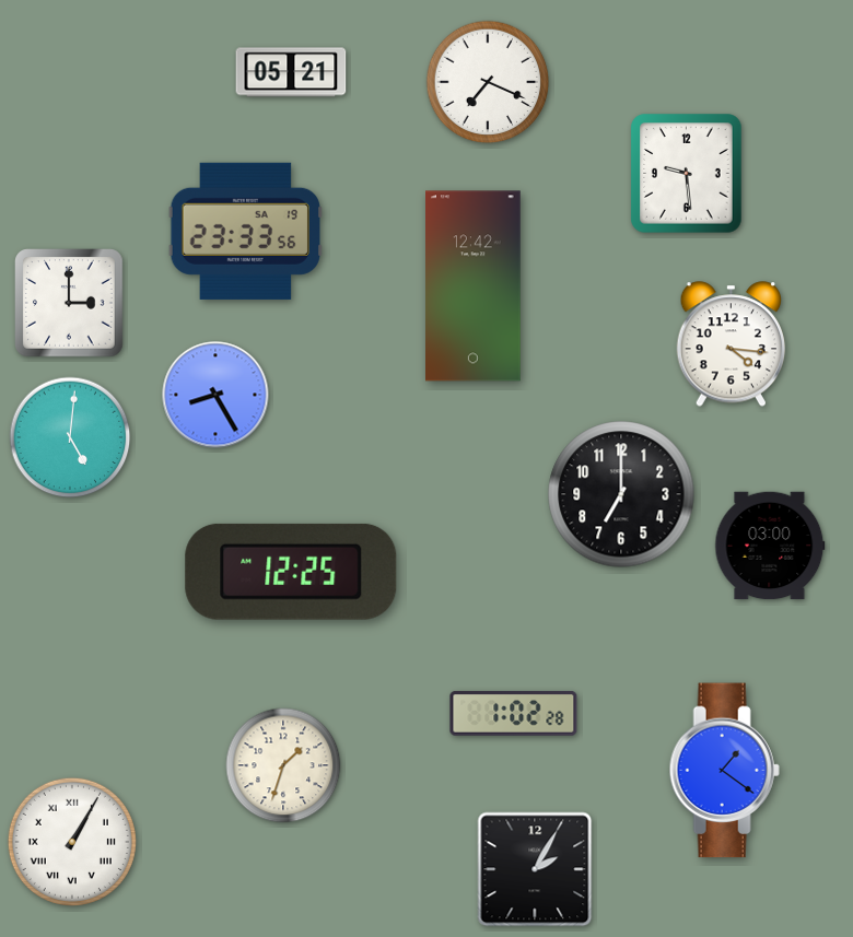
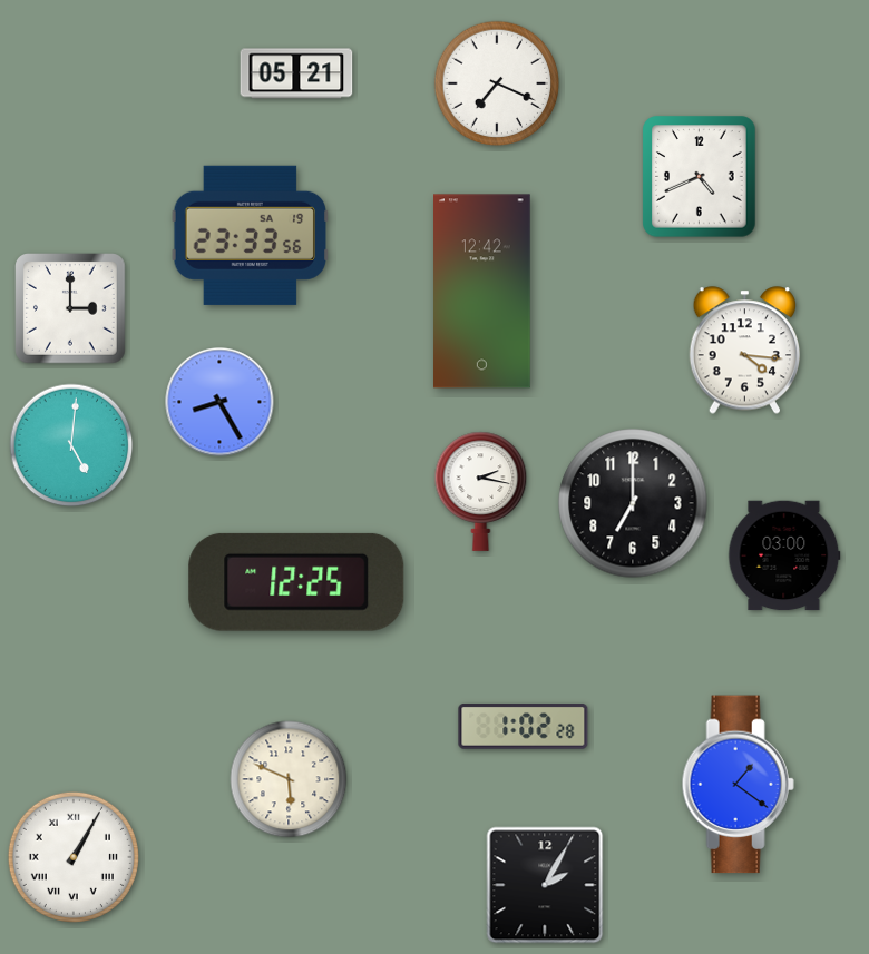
clock at (687, 174): 9:29 -> 4:41
clock at (481, 491): none -> 2:17
clock at (283, 765): 1:33 -> 5:49
